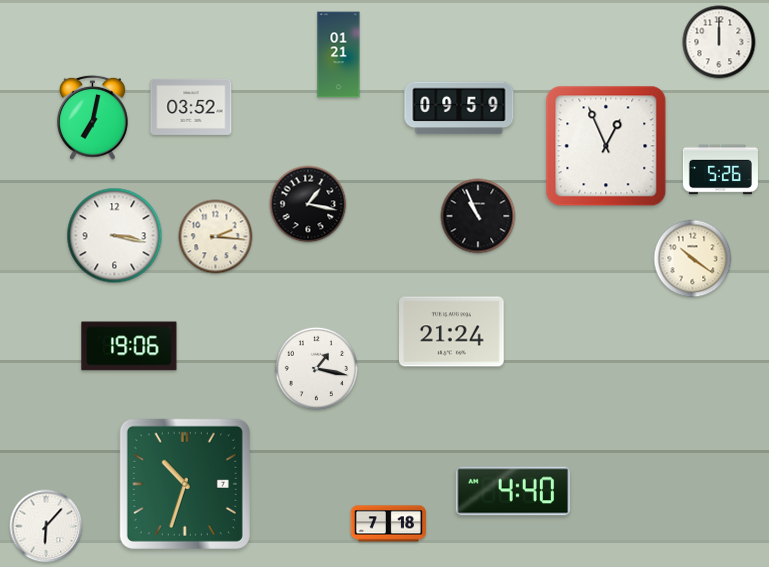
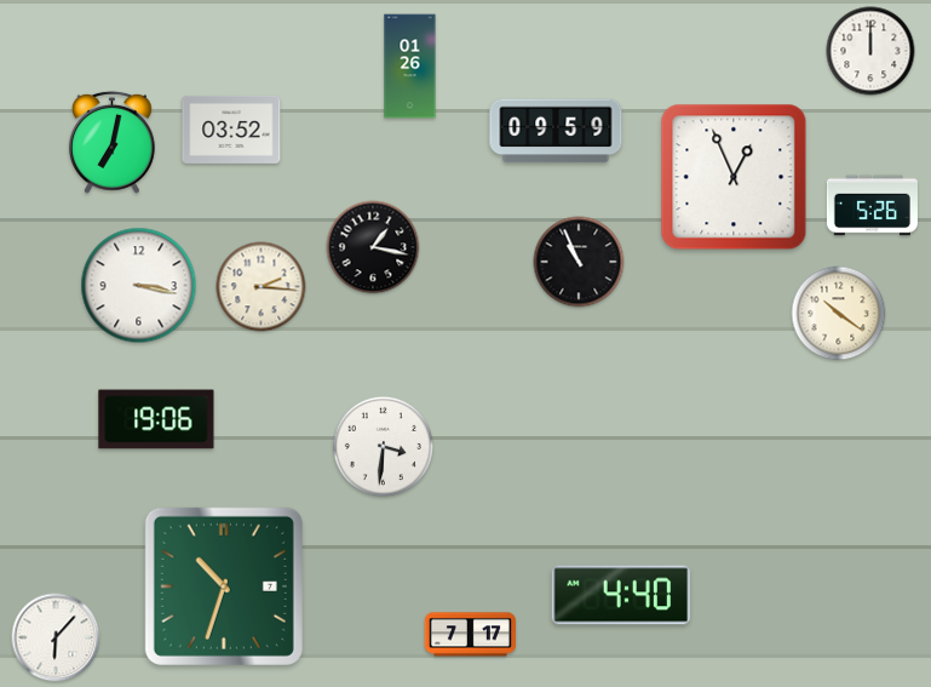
clock at (339, 55): 01:21 -> 01:26
clock at (452, 332): 21:24 -> none
clock at (316, 368): 1:17 -> 3:31
clock at (388, 524): 7:18 -> 7:17
